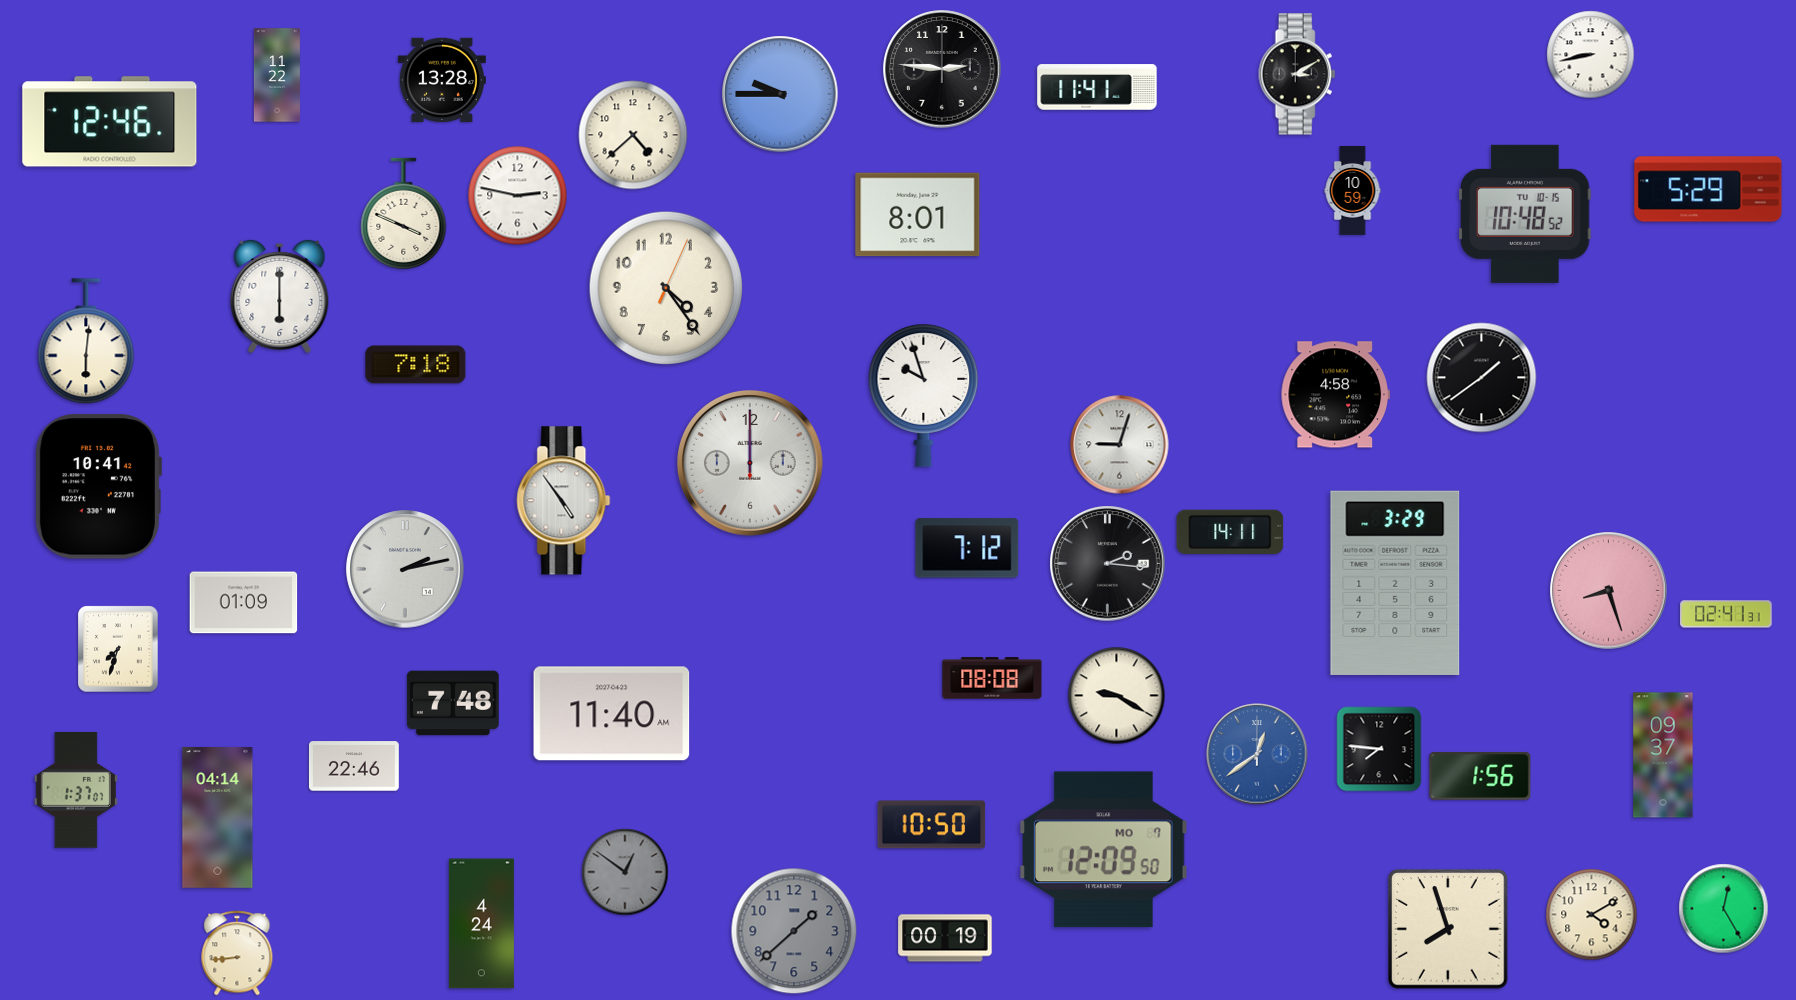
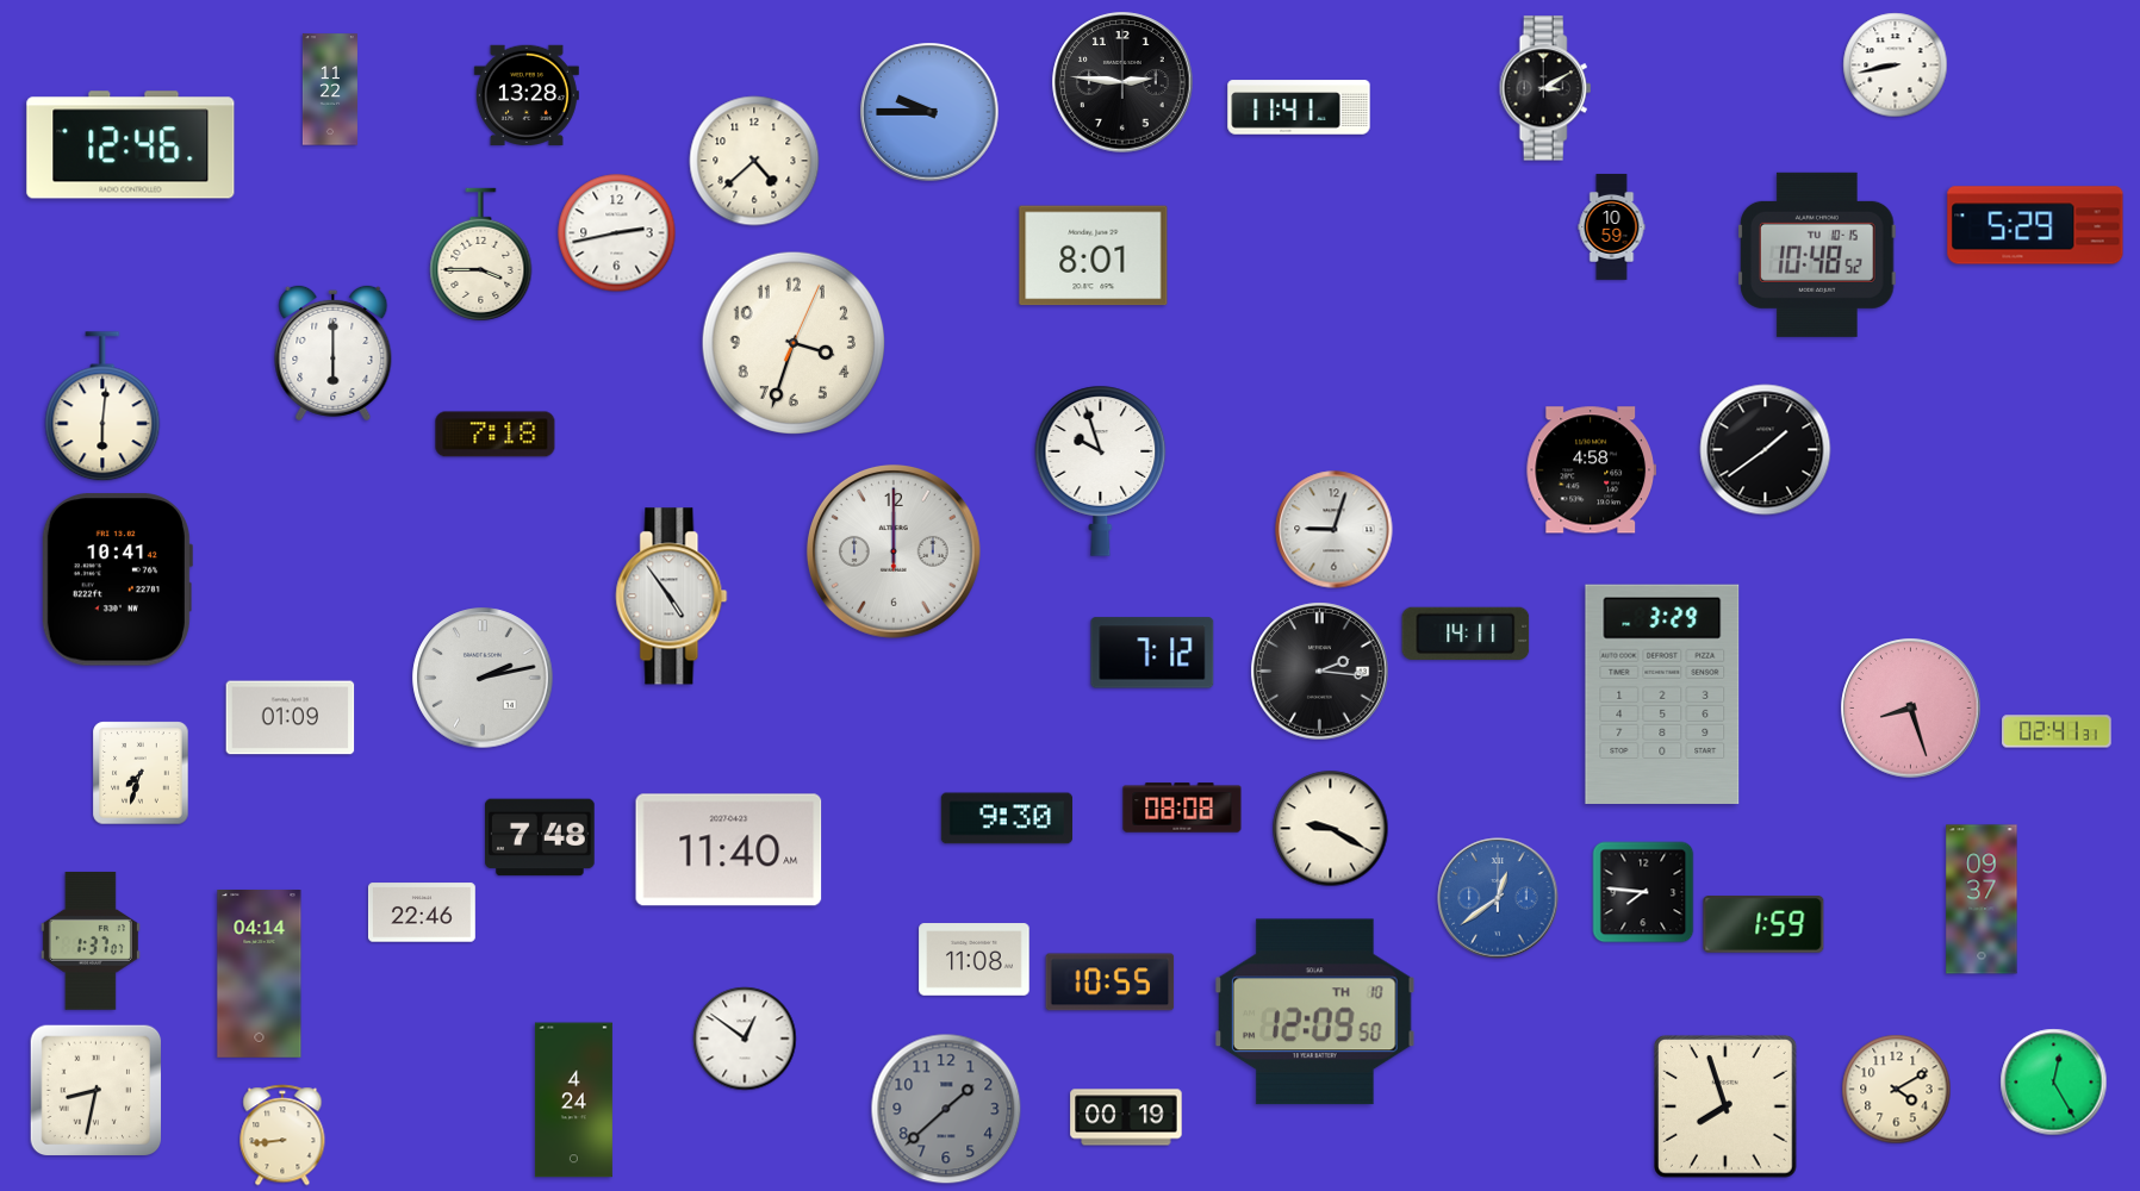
clock at (1097, 87) position: (1097, 87) -> (1299, 107)
clock at (518, 196): 2:47 -> 2:43
clock at (404, 214): 3:49 -> 3:45
clock at (665, 287): 4:24 -> 3:33
clock at (1609, 591) position: (1609, 591) -> (1911, 709)
clock at (1006, 818): none -> 9:30
clock at (1480, 776): 1:56 -> 1:59
clock at (975, 960): none -> 11:08
clock at (932, 825): 10:50 -> 10:55
clock at (1104, 850) date: MO 7 -> TH 10
clock at (625, 872) dial: grey -> white
clock at (97, 1091): none -> 8:32
